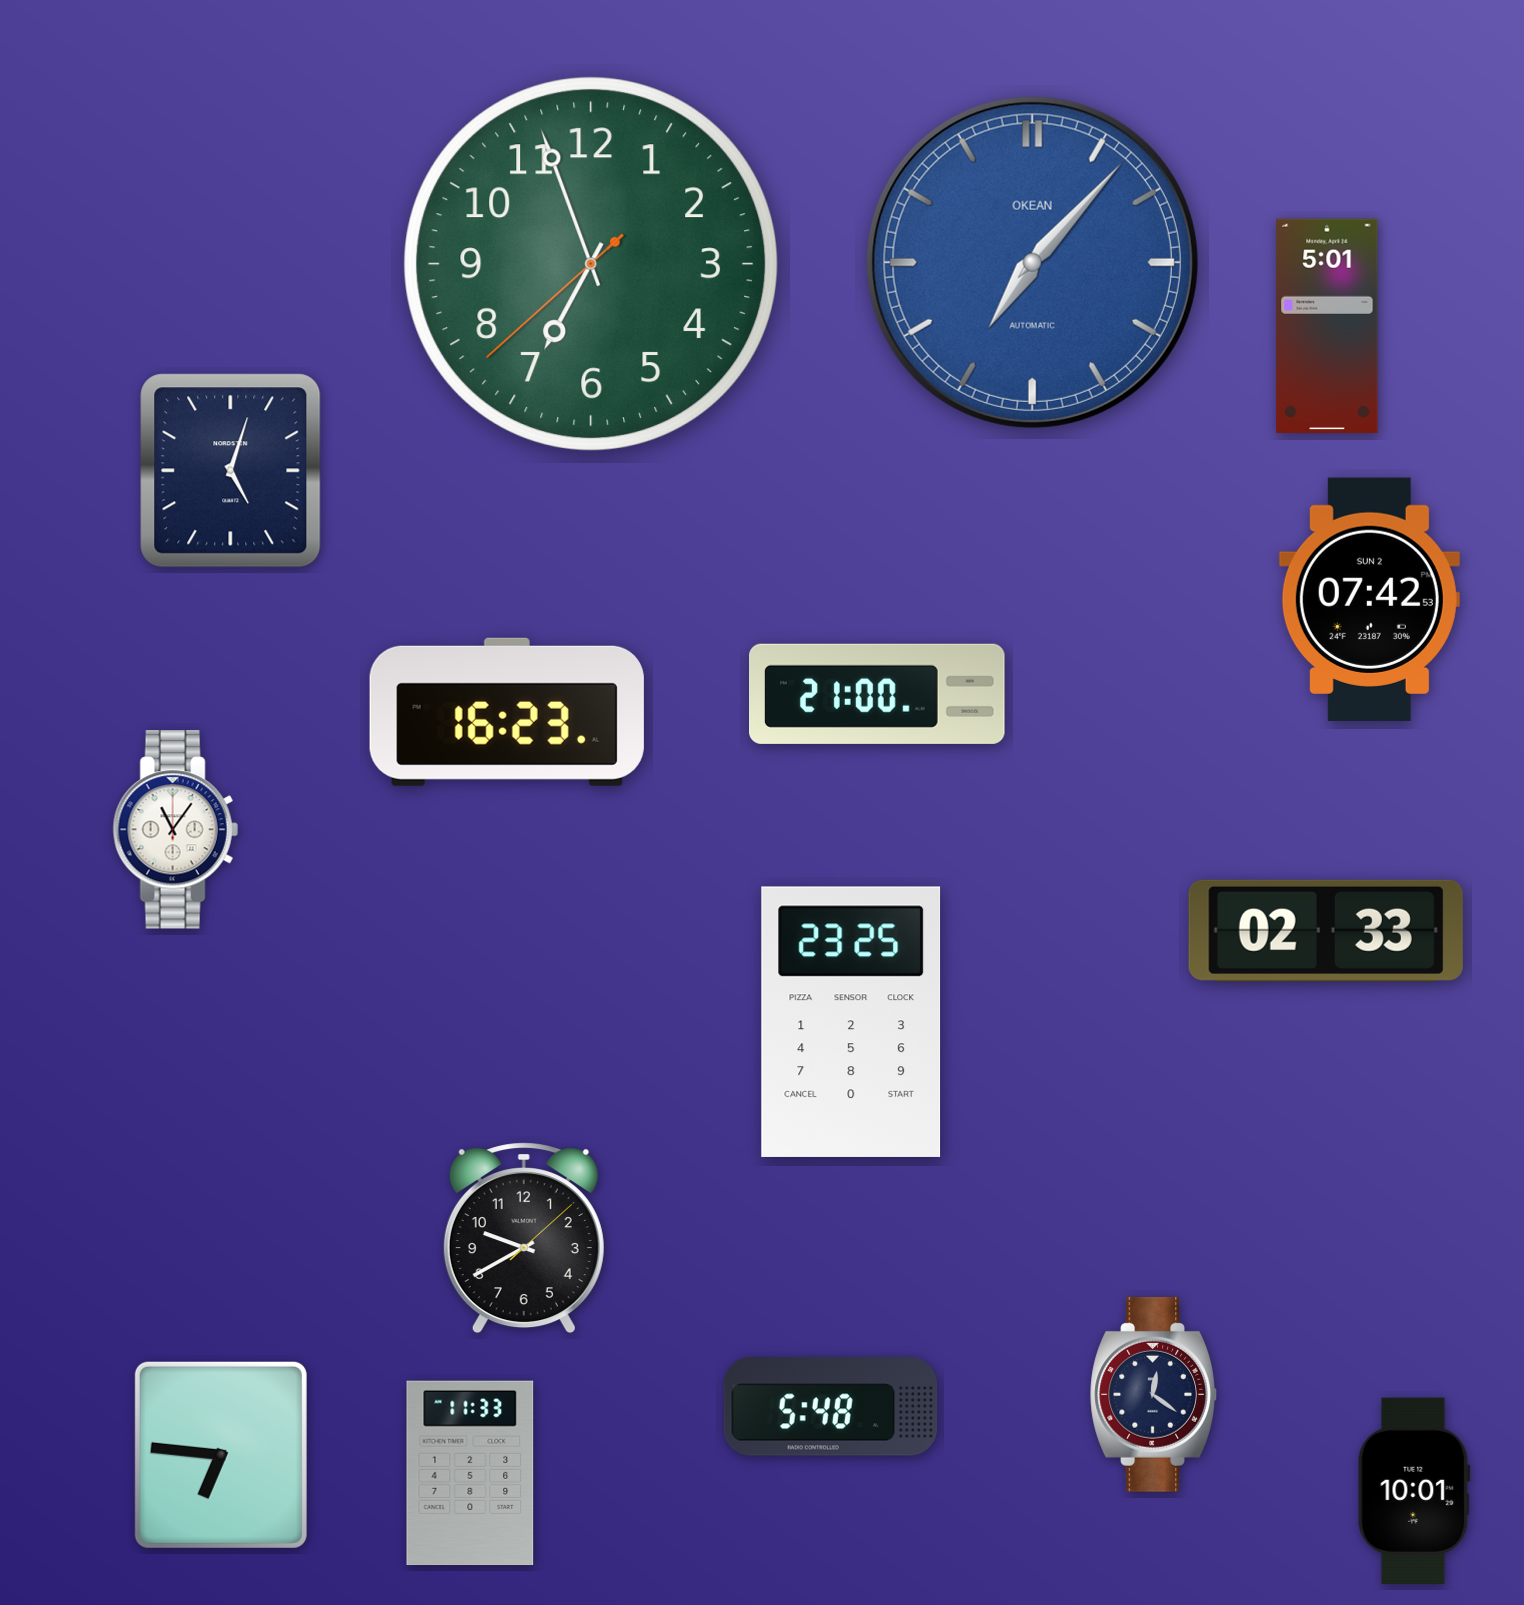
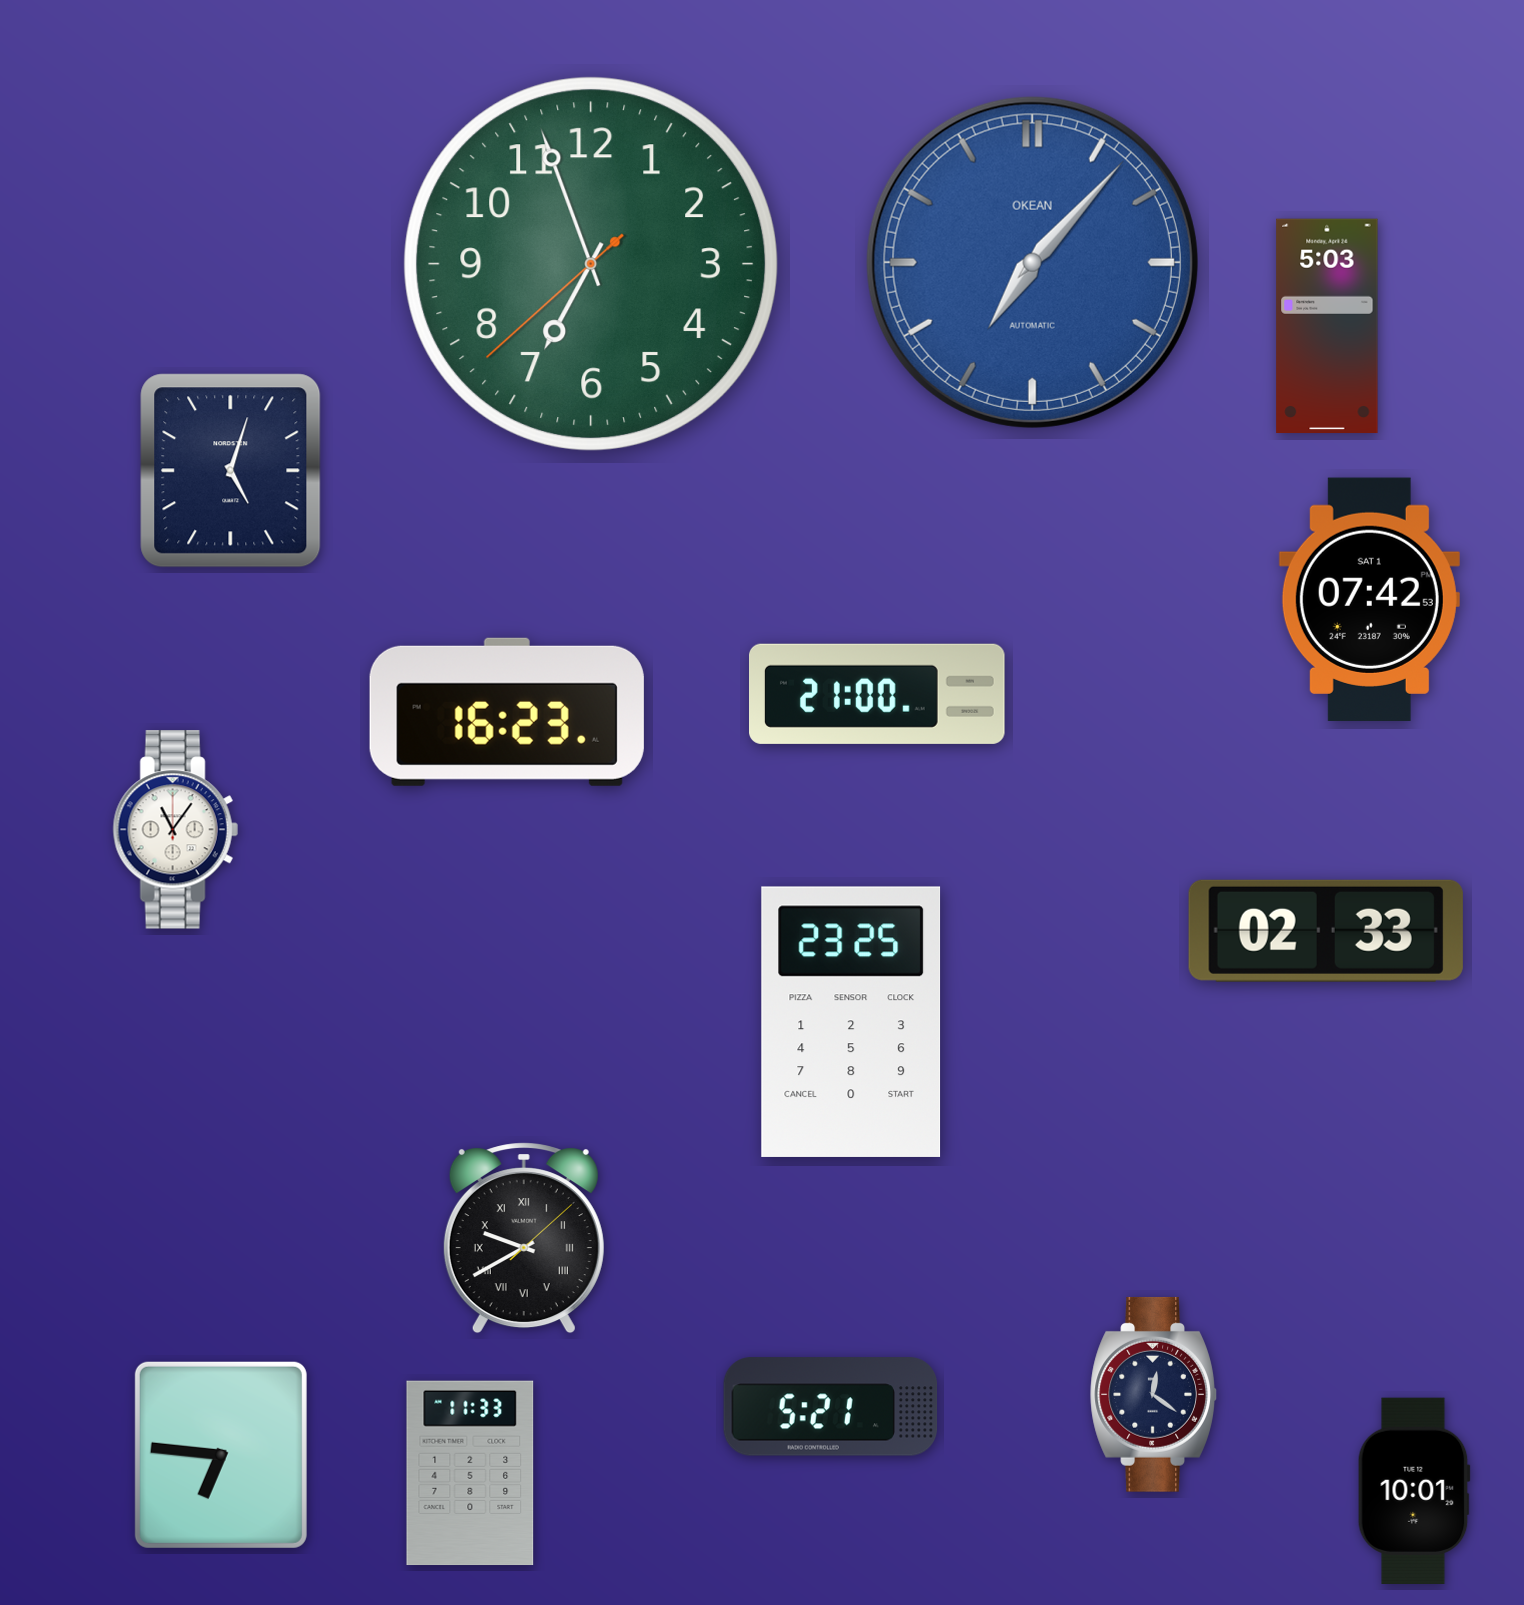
clock at (1327, 326): 5:01 -> 5:03
clock at (1369, 599) date: SUN 2 -> SAT 1
clock at (524, 1238) numerals: Arabic -> Roman
clock at (831, 1407): 5:48 -> 5:21
